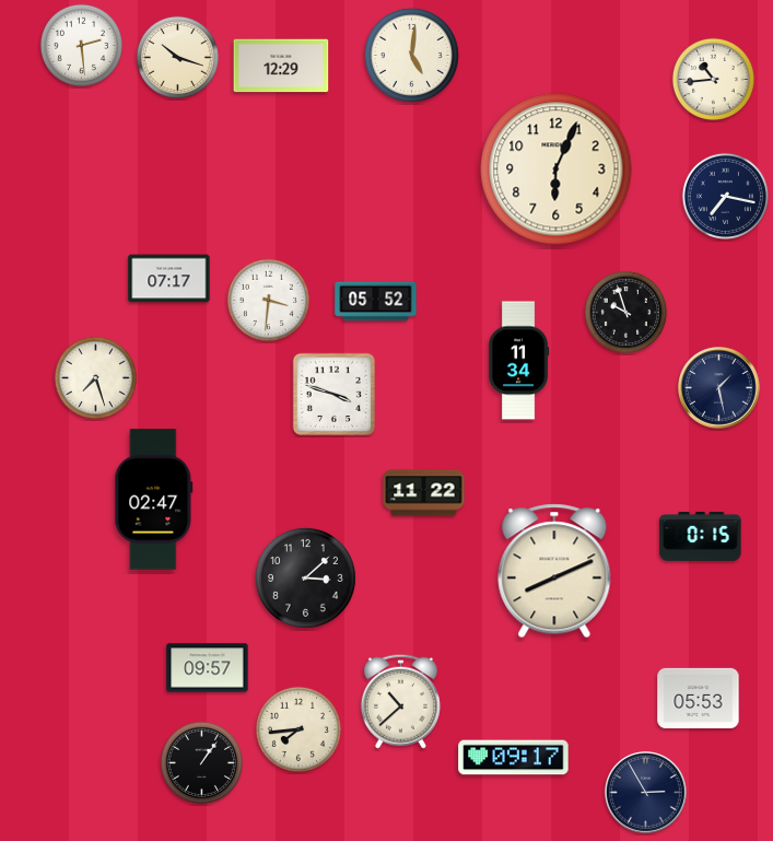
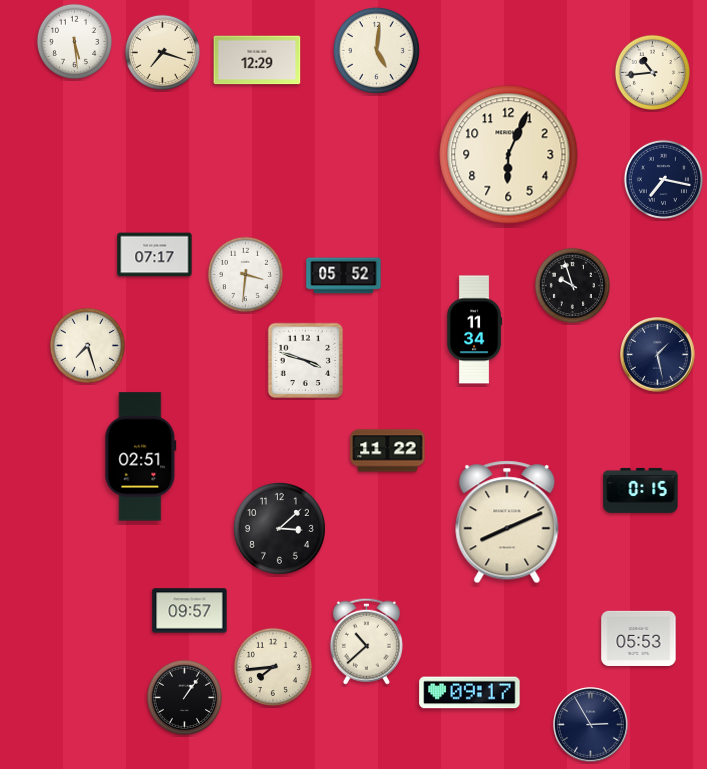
clock at (81, 45): 2:29 -> 5:29
clock at (177, 57): 10:18 -> 7:18
clock at (154, 500): 02:47 -> 02:51
